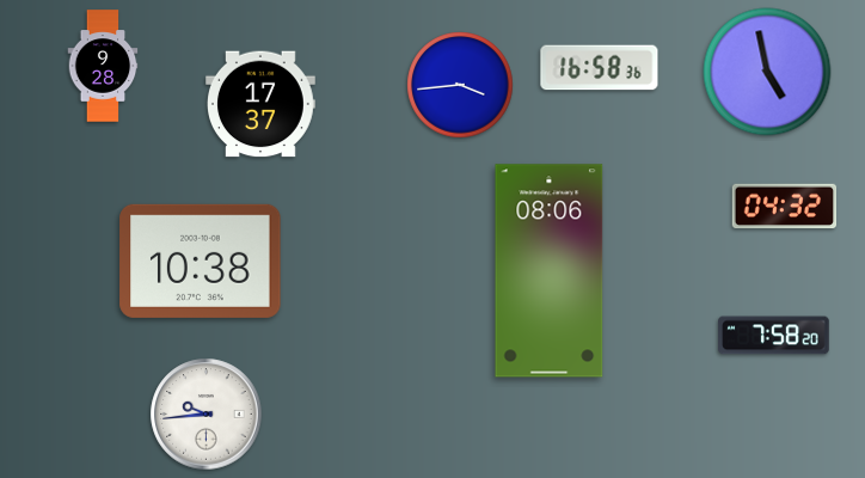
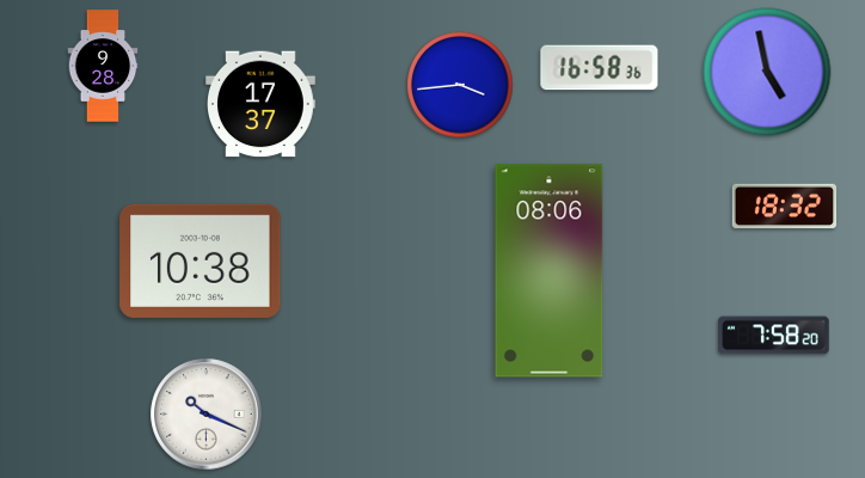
clock at (785, 207): 04:32 -> 18:32
clock at (207, 415): 9:44 -> 10:19
